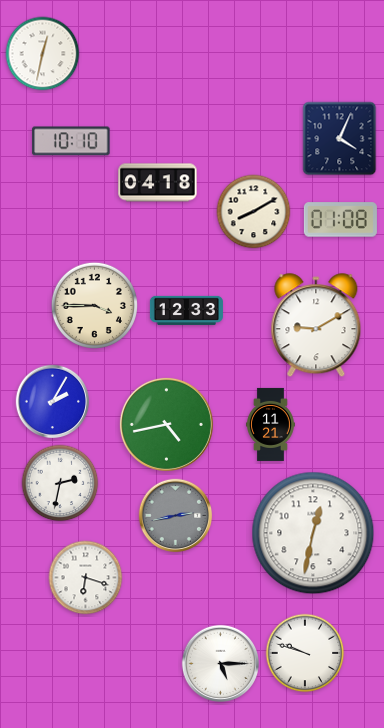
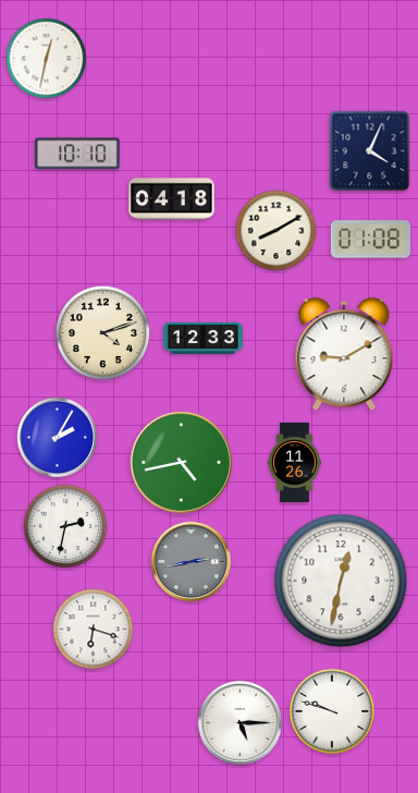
clock at (94, 305): 3:45 -> 4:12
clock at (271, 424): 11:21 -> 11:26
